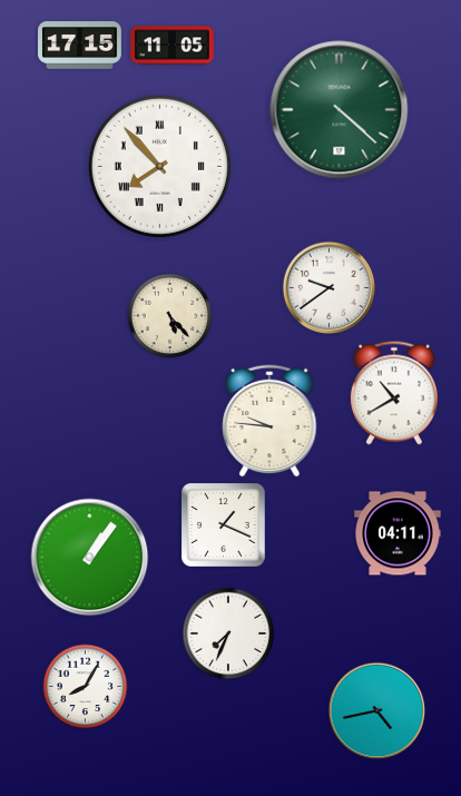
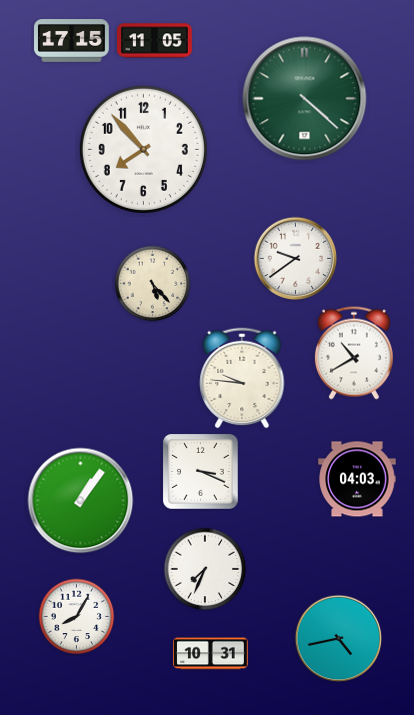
clock at (159, 166) numerals: Roman -> Arabic
clock at (224, 525): 1:19 -> 3:19
clock at (398, 533): 04:11 -> 04:03
clock at (211, 654): none -> 10:31
